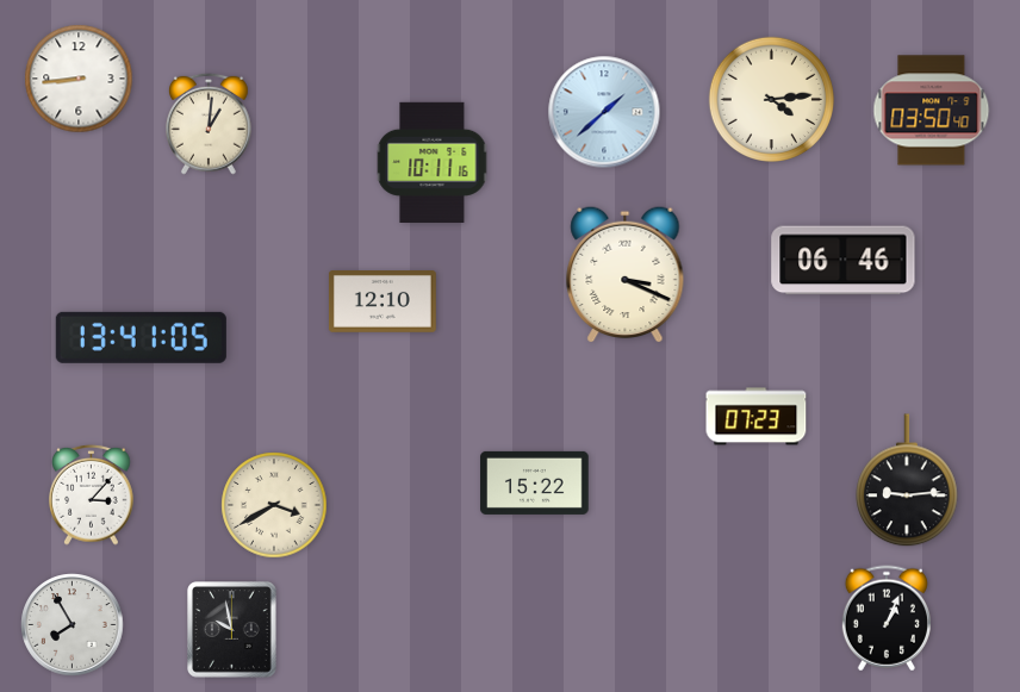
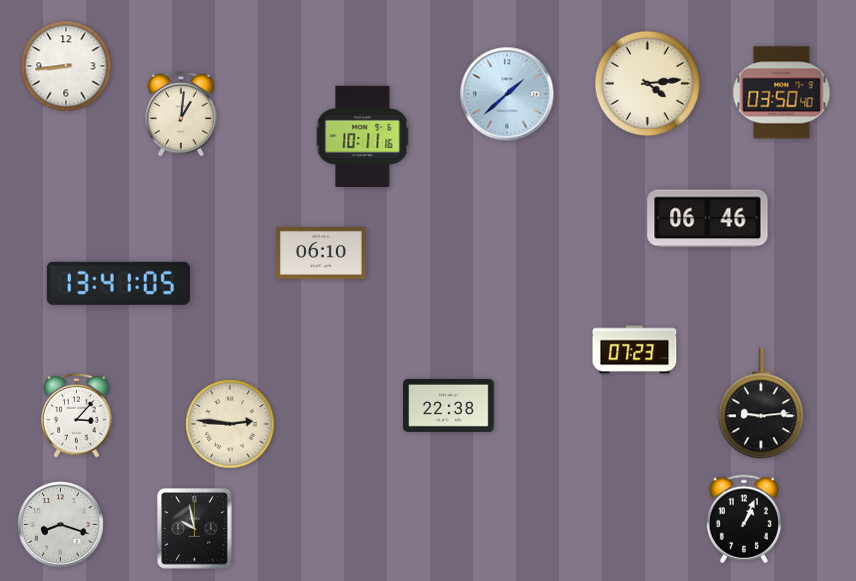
clock at (209, 124) position: (209, 124) -> (181, 114)
clock at (626, 274): 3:19 -> none
clock at (382, 303): 12:10 -> 06:10
clock at (535, 482): 15:22 -> 22:38
clock at (274, 505): 3:40 -> 2:46
clock at (73, 625): 7:55 -> 8:18
